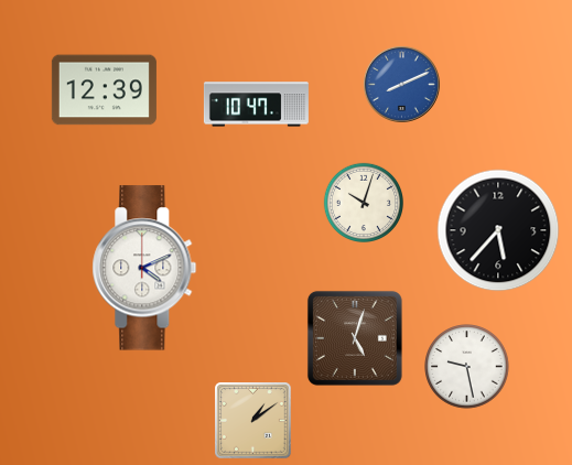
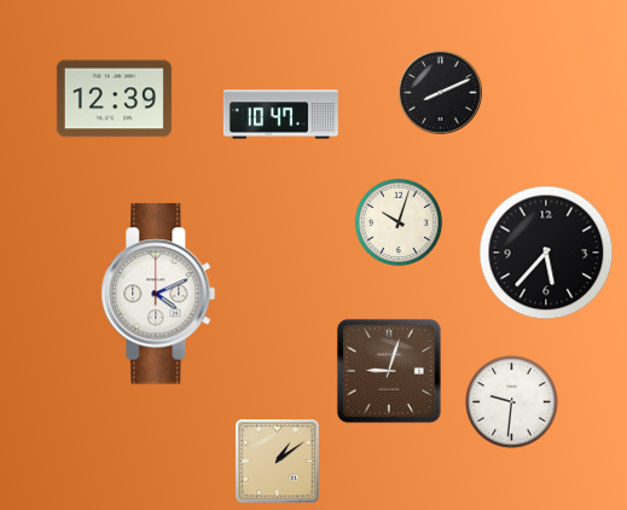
clock at (401, 84) dial: blue -> black
clock at (355, 338): 5:03 -> 9:03
clock at (467, 367): 9:28 -> 9:31
